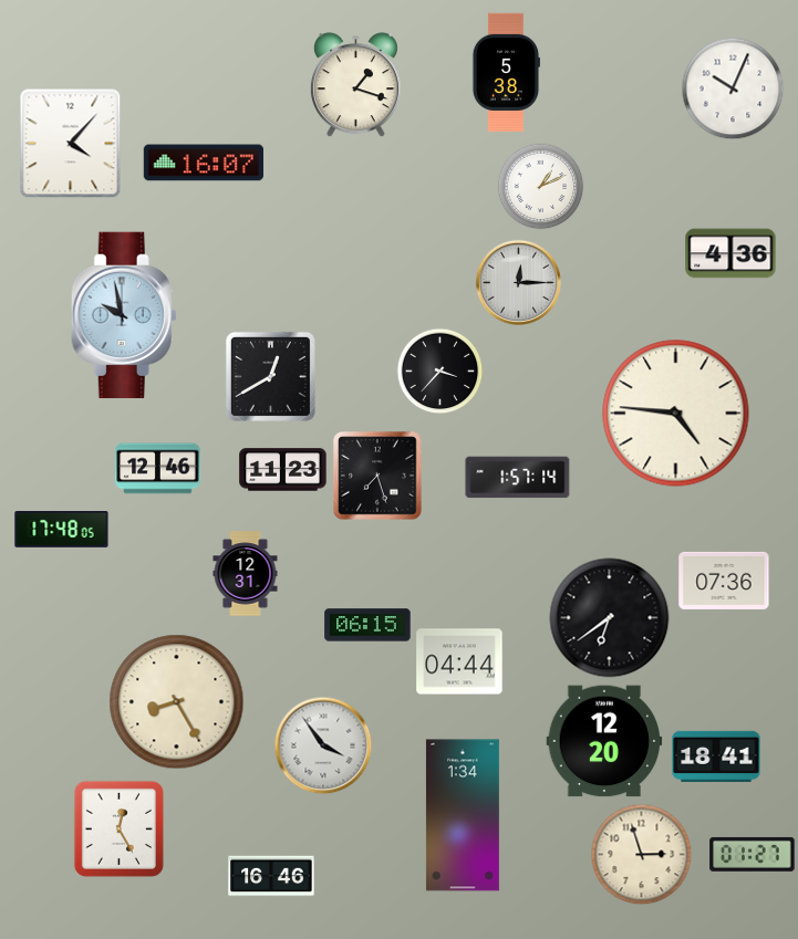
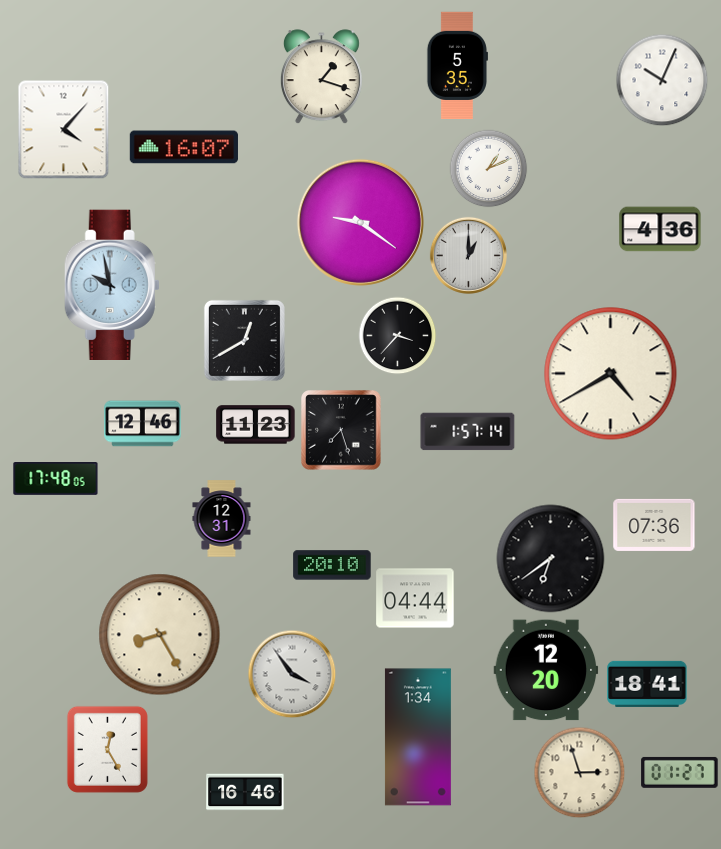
clock at (506, 72): 5:38 -> 5:35
clock at (360, 222): none -> 9:21
clock at (518, 282): 12:15 -> 1:00
clock at (676, 414): 4:46 -> 4:40
clock at (367, 625): 06:15 -> 20:10
